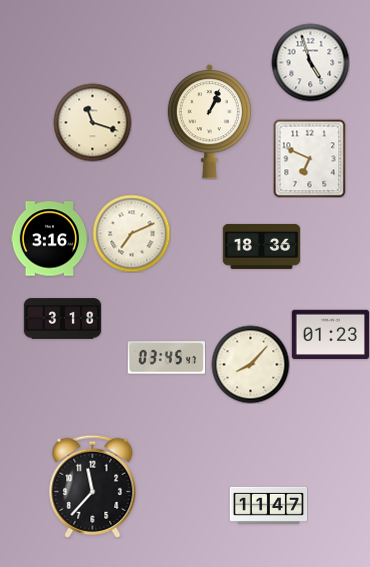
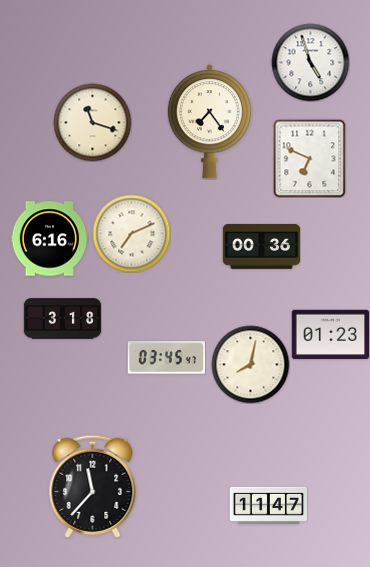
clock at (209, 122): 1:04 -> 7:24
clock at (49, 239): 3:16 -> 6:16
clock at (261, 246): 18:36 -> 00:36
clock at (250, 364): 8:07 -> 8:02
